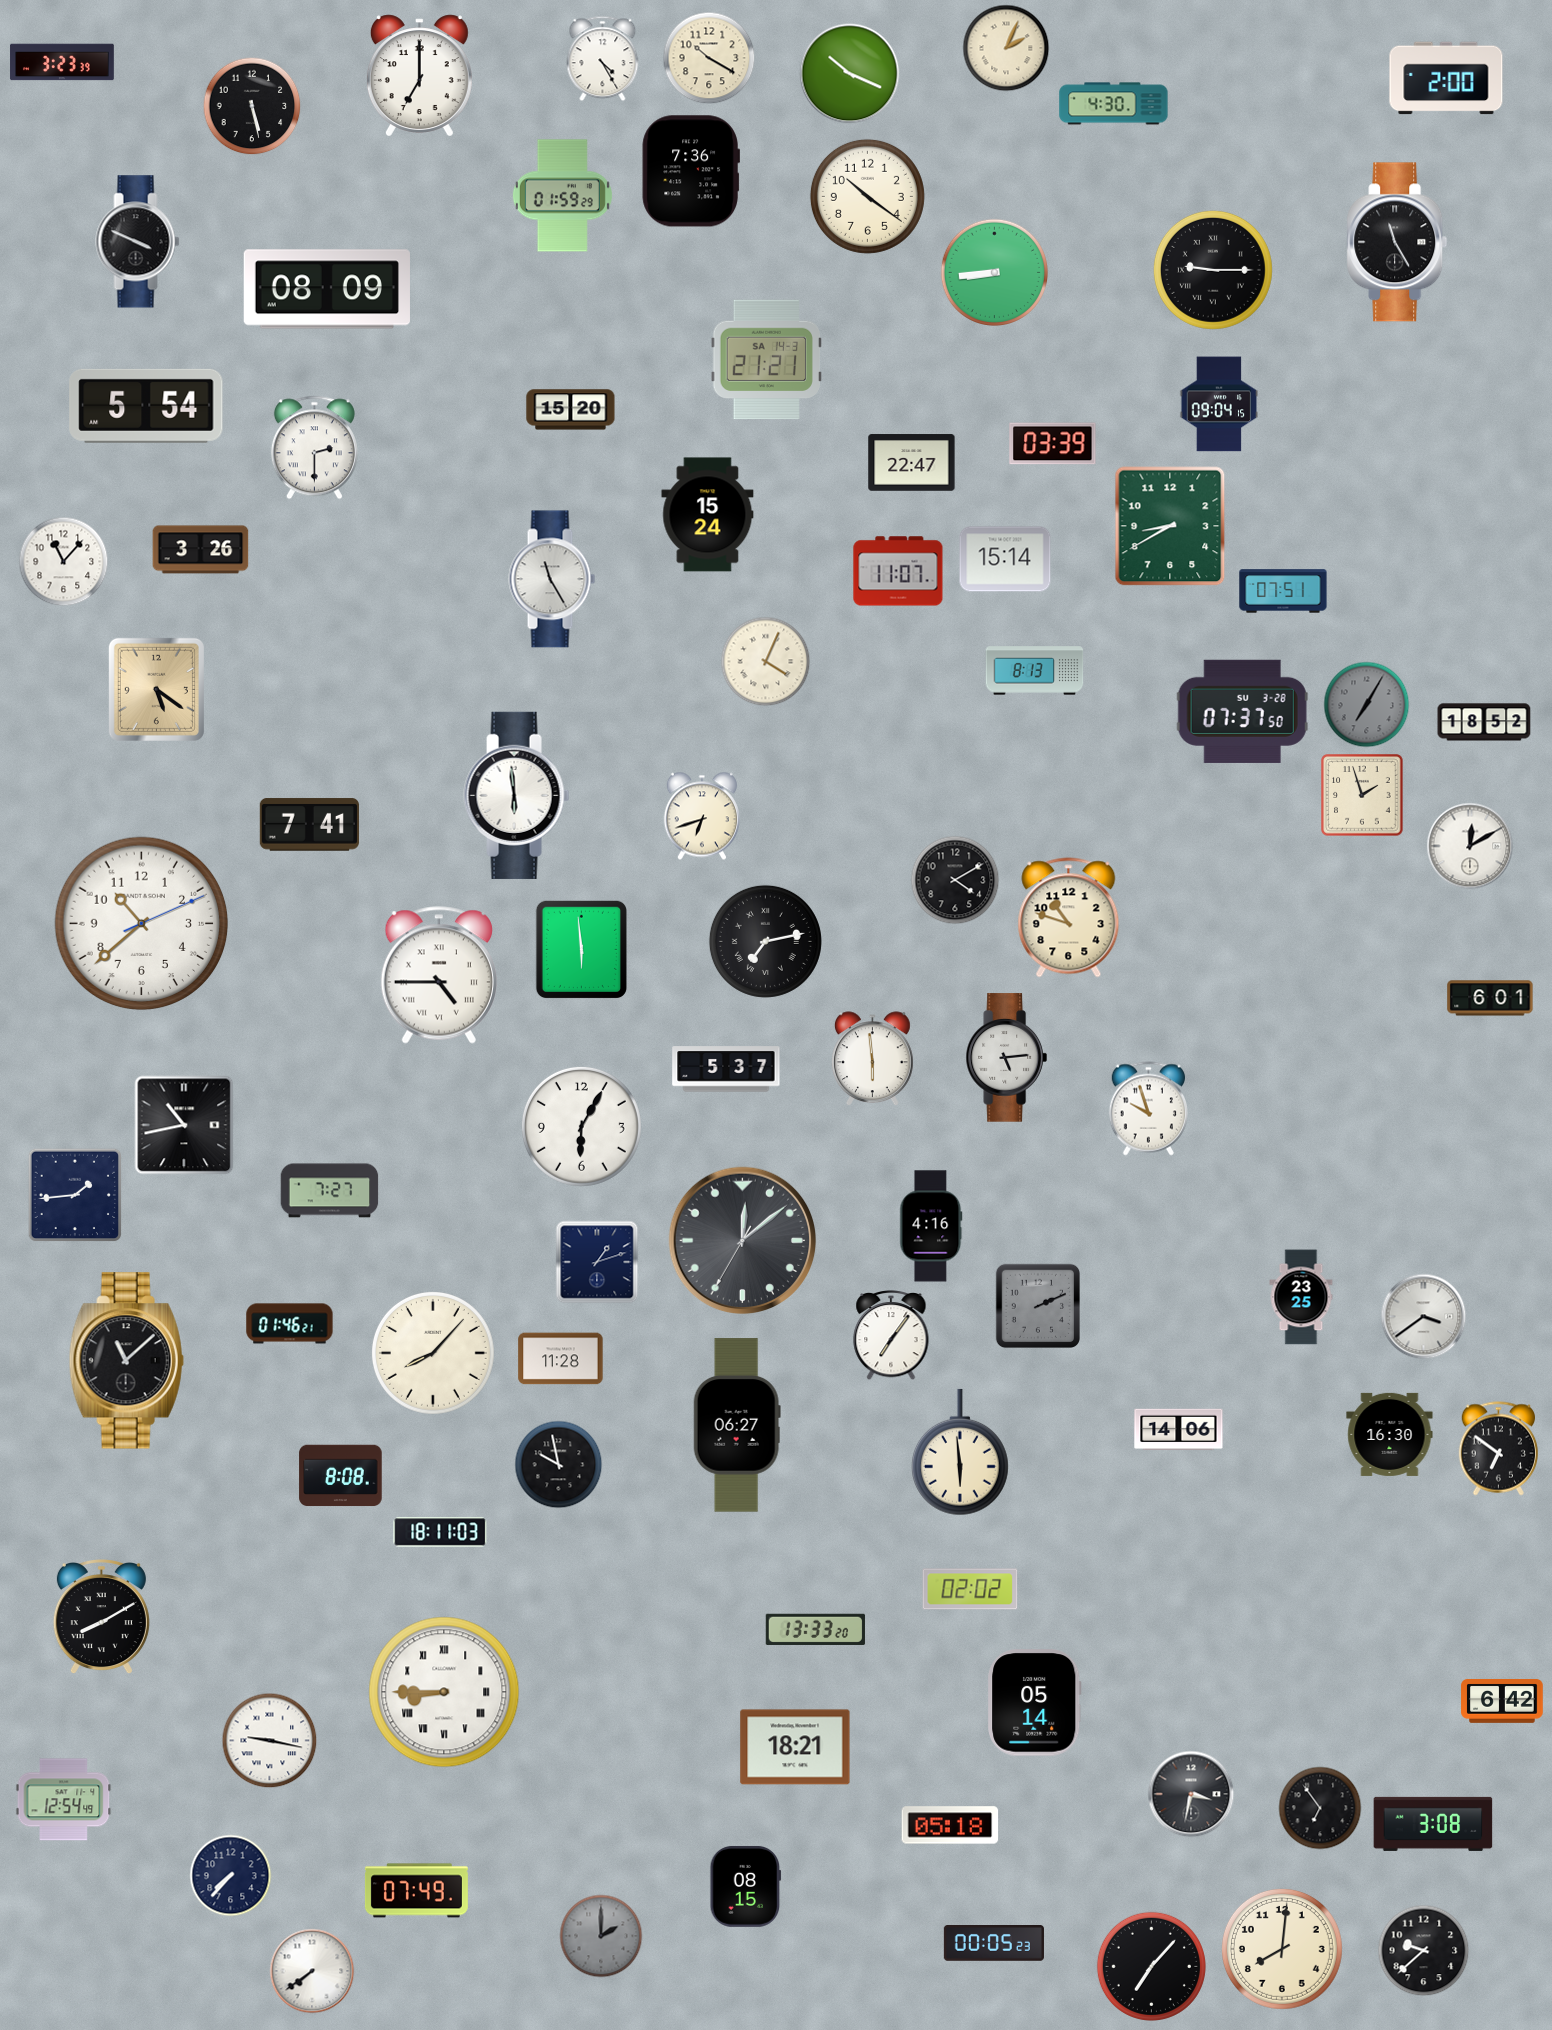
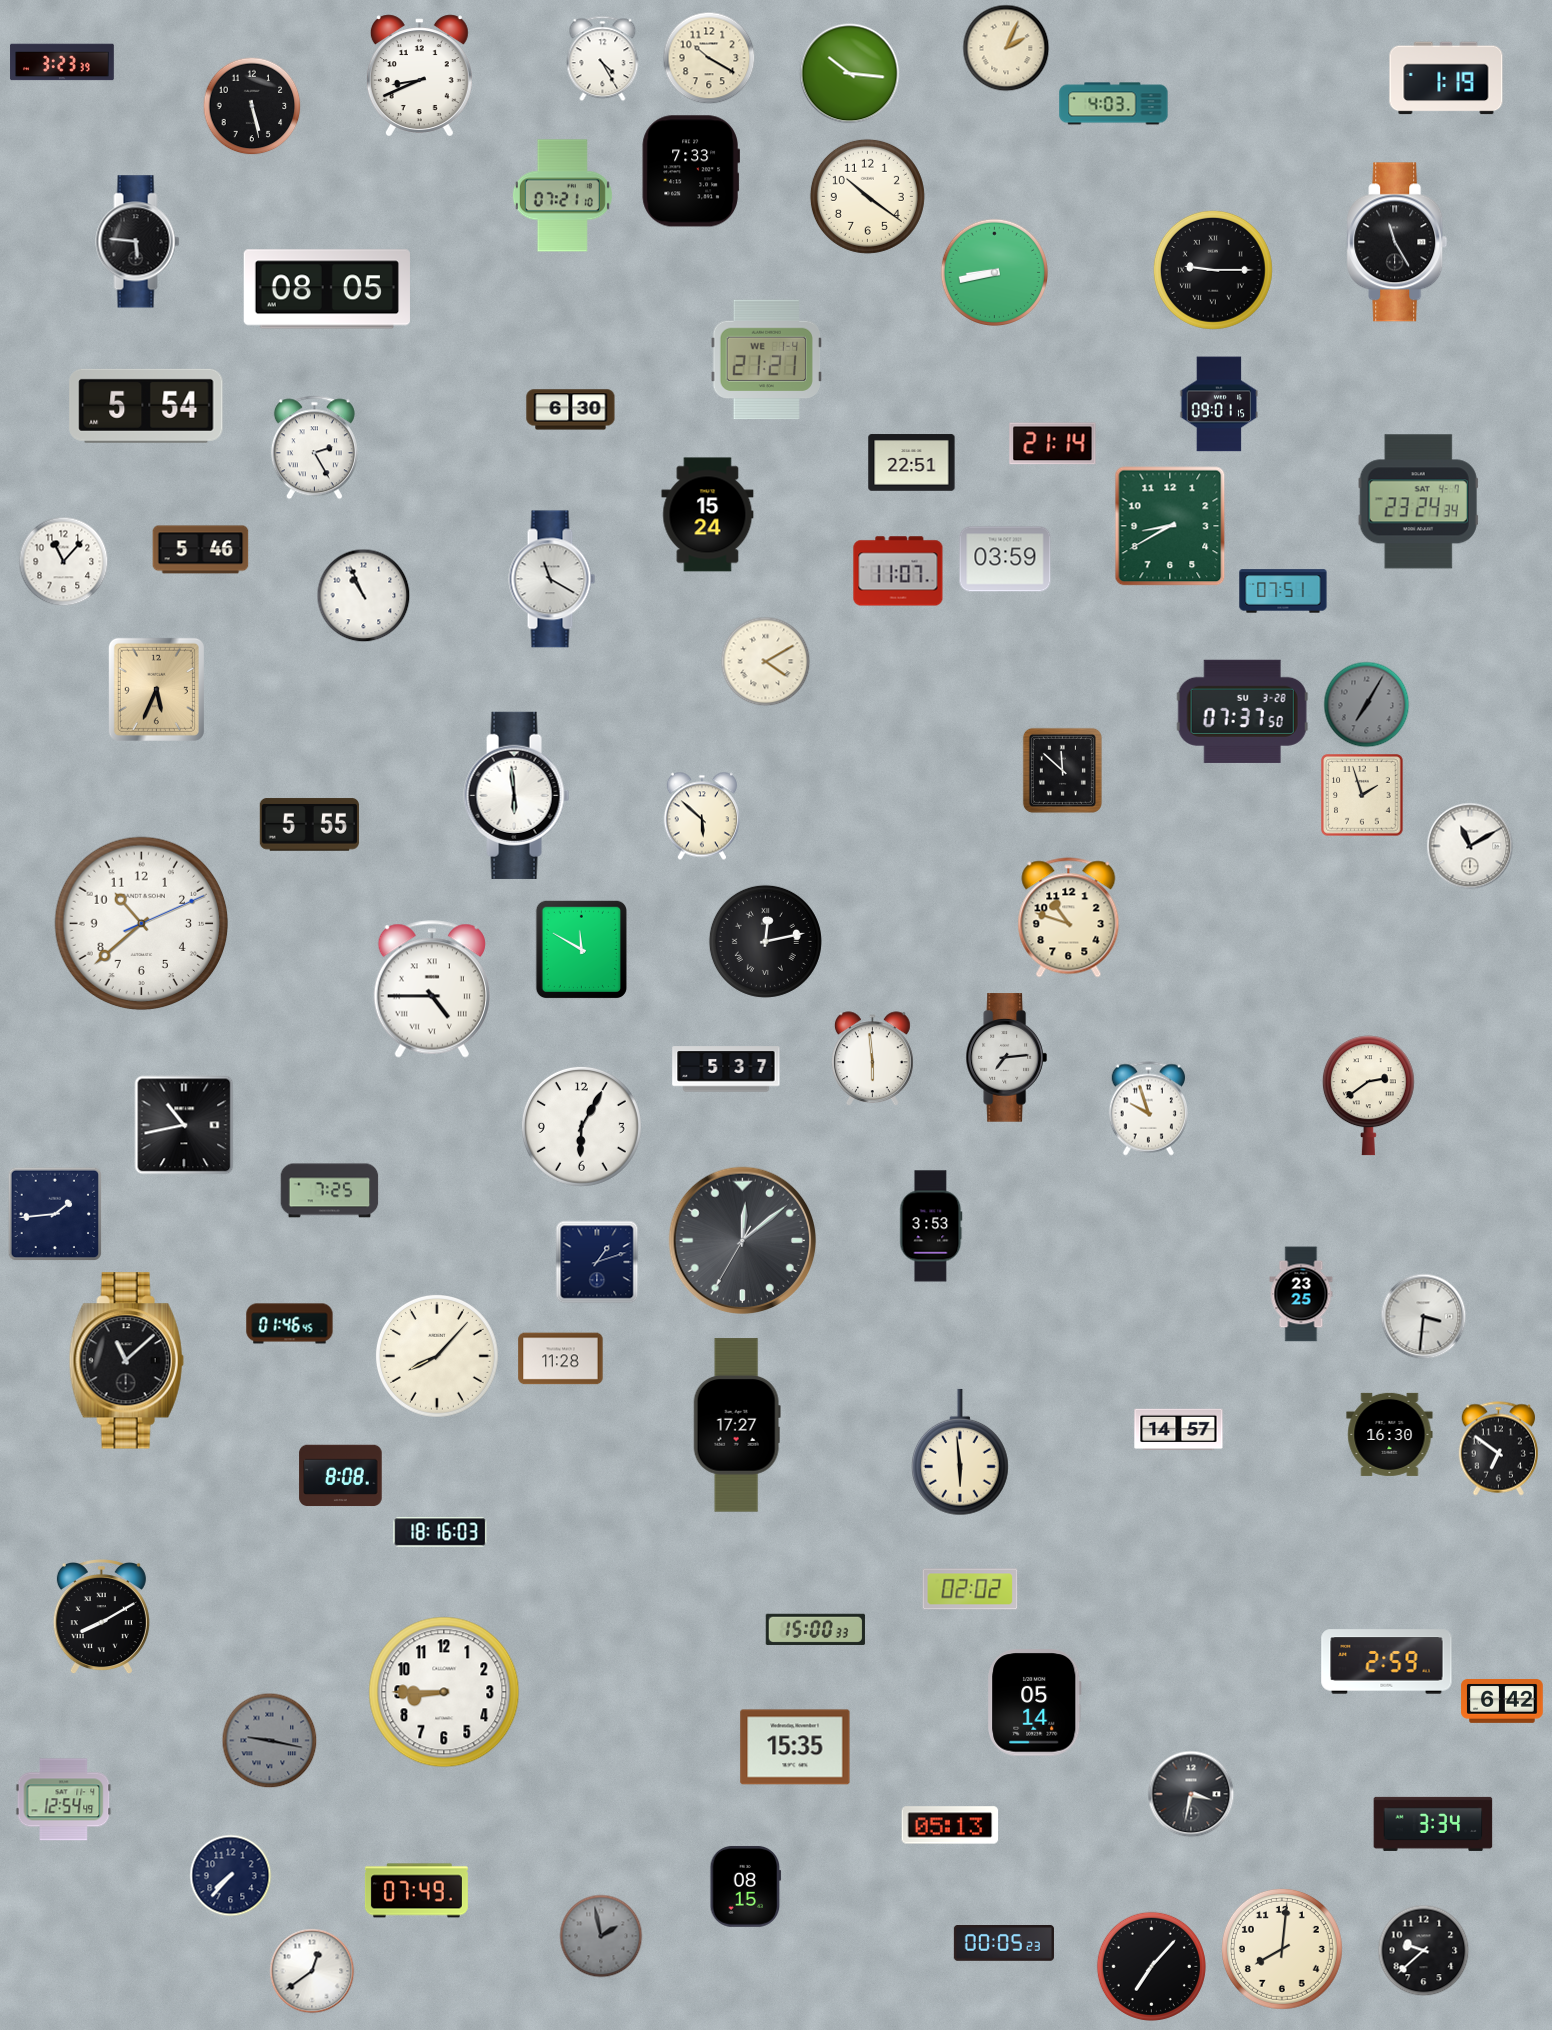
clock at (850, 74): 10:19 -> 10:16
clock at (419, 76): 7:00 -> 8:41
clock at (1446, 78): 2:00 -> 1:19
clock at (1114, 104): 4:30 -> 4:03
clock at (691, 171): 7:36 -> 7:33
clock at (562, 196): 01:59 -> 07:21
clock at (138, 242): 3:49 -> 5:46
clock at (994, 272): 8:44 -> 8:43
clock at (327, 289): 08:09 -> 08:05
clock at (766, 360) date: SA 14-3 -> WE 1-4
clock at (1219, 404): 09:04 -> 09:01
clock at (571, 410): 15:20 -> 6:30
clock at (1053, 444): 03:39 -> 21:14
clock at (314, 448): 2:30 -> 2:25
clock at (912, 463): 22:47 -> 22:51
clock at (1418, 502): none -> 23:24
clock at (201, 550): 3:26 -> 5:46
clock at (1005, 559): 15:14 -> 03:59
clock at (552, 579): 11:25 -> 11:20
clock at (364, 596): none -> 10:56
clock at (766, 662): 4:04 -> 4:10
clock at (1035, 671): 8:13 -> none
clock at (156, 689): 5:21 -> 5:34
clock at (1484, 722): 18:52 -> none
clock at (1062, 770): none -> 11:52
clock at (702, 816): 6:42 -> 5:52
clock at (309, 825): 7:41 -> 5:55
clock at (1470, 846): 12:10 -> 11:10
clock at (955, 880): 4:10 -> none
clock at (765, 941): 7:13 -> 12:13
clock at (581, 949): 5:59 -> 11:50
clock at (439, 975) position: (439, 975) -> (432, 989)
clock at (1490, 998): 6:01 -> none
clock at (1006, 1058): 5:14 -> 7:14
clock at (1368, 1096): none -> 2:39
clock at (330, 1191): 7:27 -> 7:25
clock at (74, 1194) position: (74, 1194) -> (54, 1213)
clock at (931, 1226): 4:16 -> 3:53
clock at (1301, 1297) position: (1301, 1297) -> (1301, 1294)
clock at (1037, 1305): 2:11 -> none
clock at (1424, 1317): 3:39 -> 3:31
clock at (290, 1324): 01:46:21 -> 01:46:45
clock at (891, 1335): 7:06 -> none
clock at (433, 1353) position: (433, 1353) -> (437, 1356)
clock at (737, 1425): 06:27 -> 17:27
clock at (1179, 1430): 14:06 -> 14:57
clock at (559, 1465): 9:58 -> none
clock at (440, 1532): 18:11 -> 18:16
clock at (815, 1629): 13:33 -> 15:00
clock at (1387, 1662): none -> 2:59
clock at (444, 1692) numerals: Roman -> Arabic
clock at (270, 1741) dial: white -> grey
clock at (795, 1747): 18:21 -> 15:35
clock at (1320, 1808): 6:54 -> none
clock at (1433, 1824): 3:08 -> 3:34
clock at (950, 1825): 05:18 -> 05:13
clock at (601, 1936): 2:00 -> 1:58
clock at (994, 1943) position: (994, 1943) -> (1004, 1943)
clock at (312, 1971): 7:39 -> 12:39
